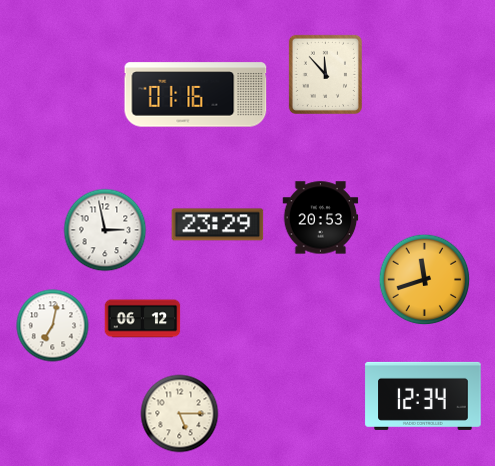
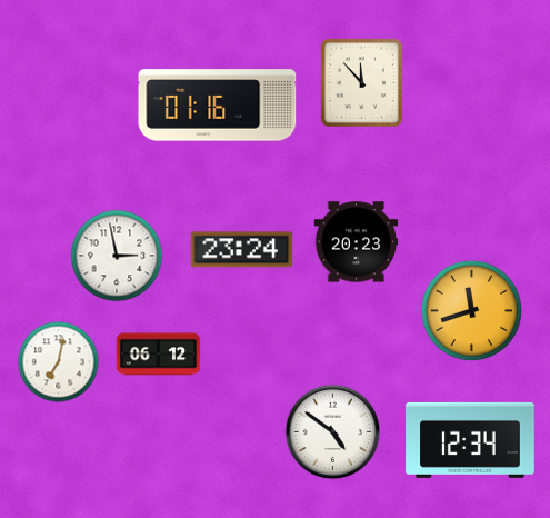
clock at (321, 218): 20:53 -> 20:23
clock at (218, 225): 23:29 -> 23:24
clock at (333, 432): none -> 4:51
clock at (180, 414): 5:15 -> none
